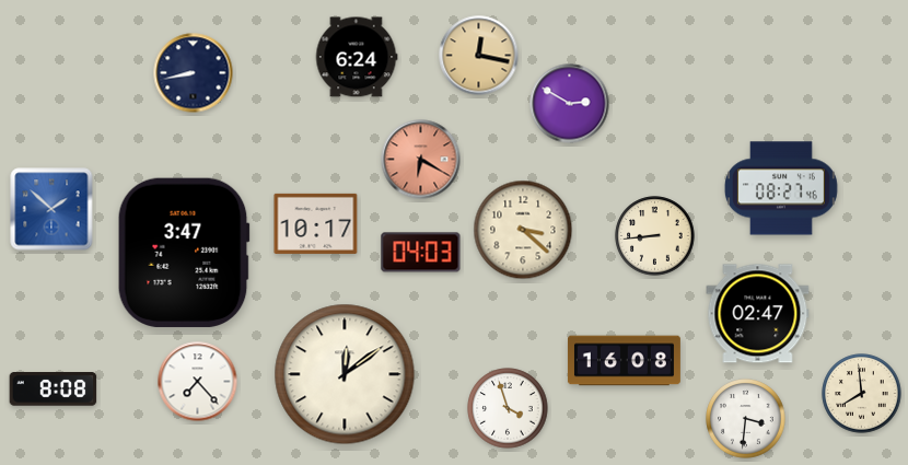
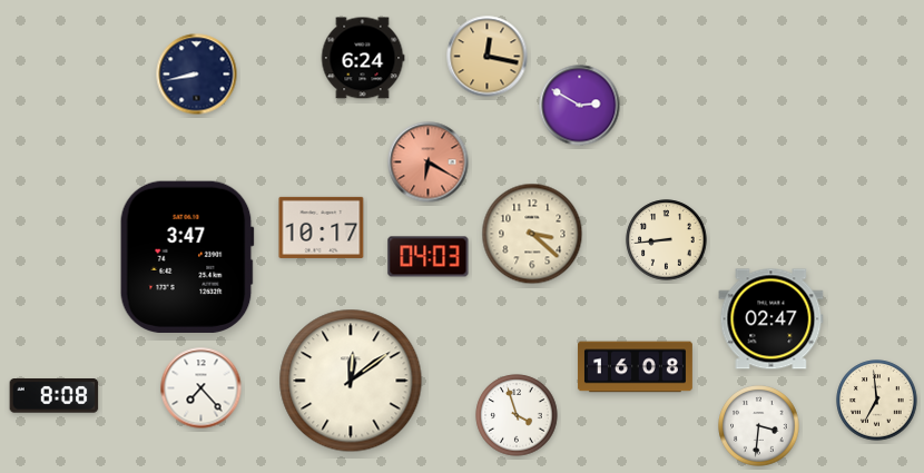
clock at (781, 188): 08:27 -> none
clock at (51, 209): 1:52 -> none
clock at (862, 394): 7:59 -> 6:59
